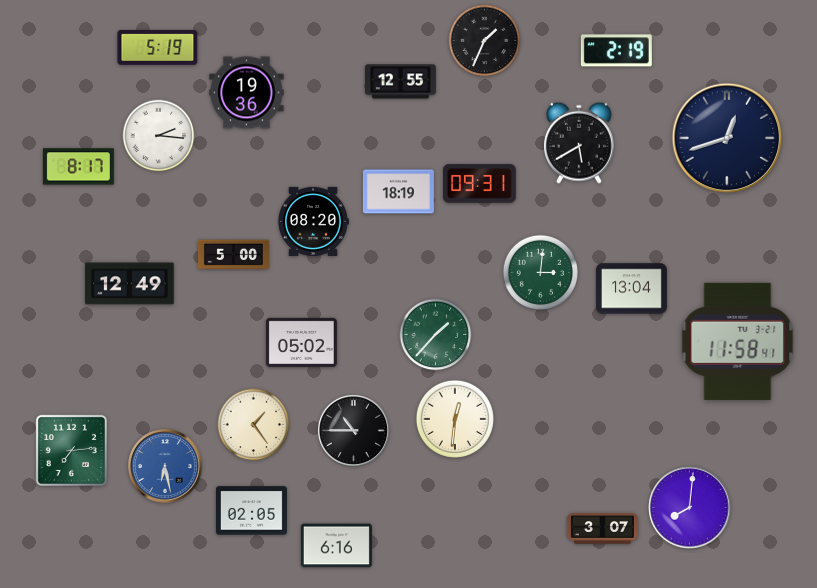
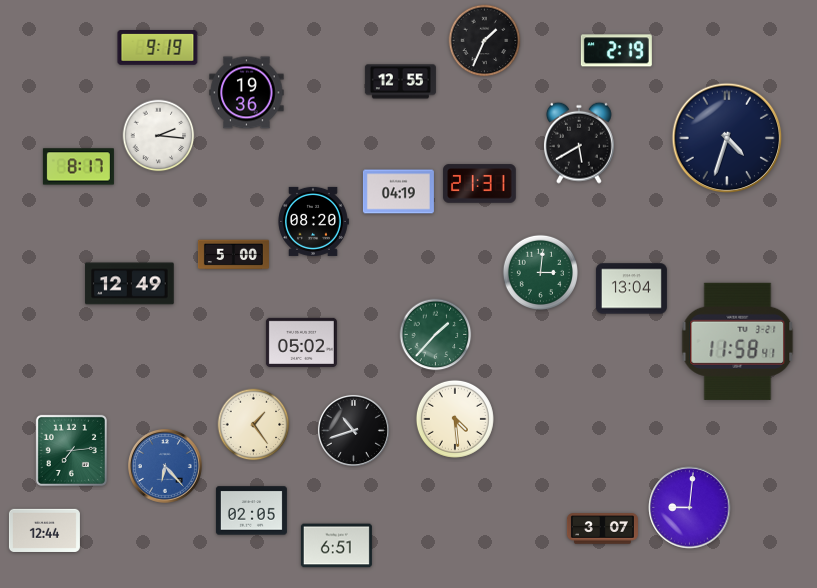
clock at (158, 48): 5:19 -> 9:19
clock at (727, 138): 12:42 -> 4:33
clock at (480, 184): 09:31 -> 21:31
clock at (398, 192): 18:19 -> 04:19
clock at (455, 419): 12:31 -> 4:29
clock at (353, 430): 10:45 -> 10:42
clock at (165, 466): 6:28 -> 6:23
clock at (690, 508): 8:01 -> 9:01
clock at (44, 530): none -> 12:44
clock at (336, 546): 6:16 -> 6:51
